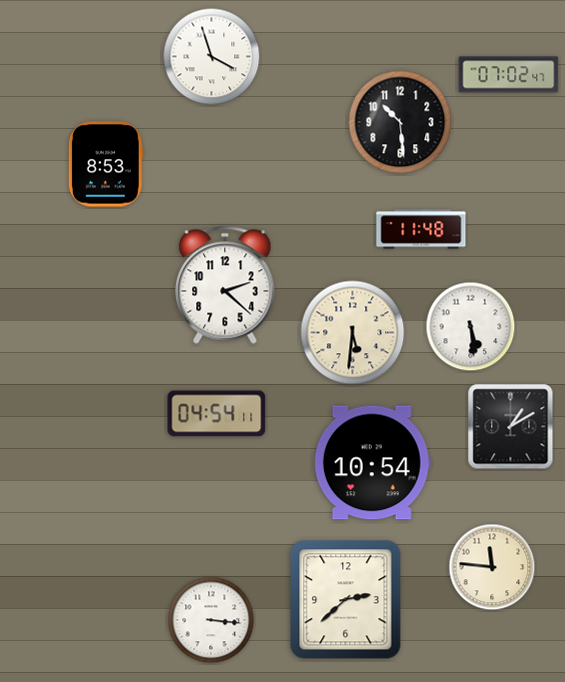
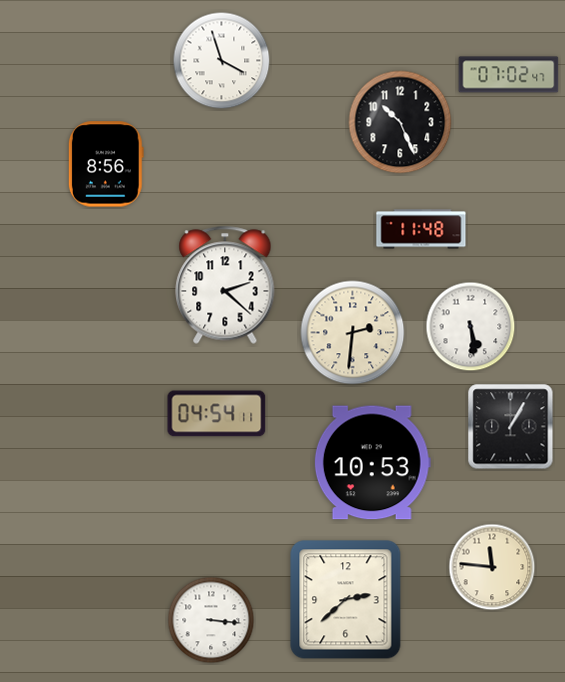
clock at (212, 57) position: (212, 57) -> (222, 61)
clock at (400, 122): 10:29 -> 10:26
clock at (106, 164): 8:53 -> 8:56
clock at (353, 333): 5:31 -> 2:31
clock at (511, 427): 1:10 -> 1:05
clock at (372, 463): 10:54 -> 10:53
